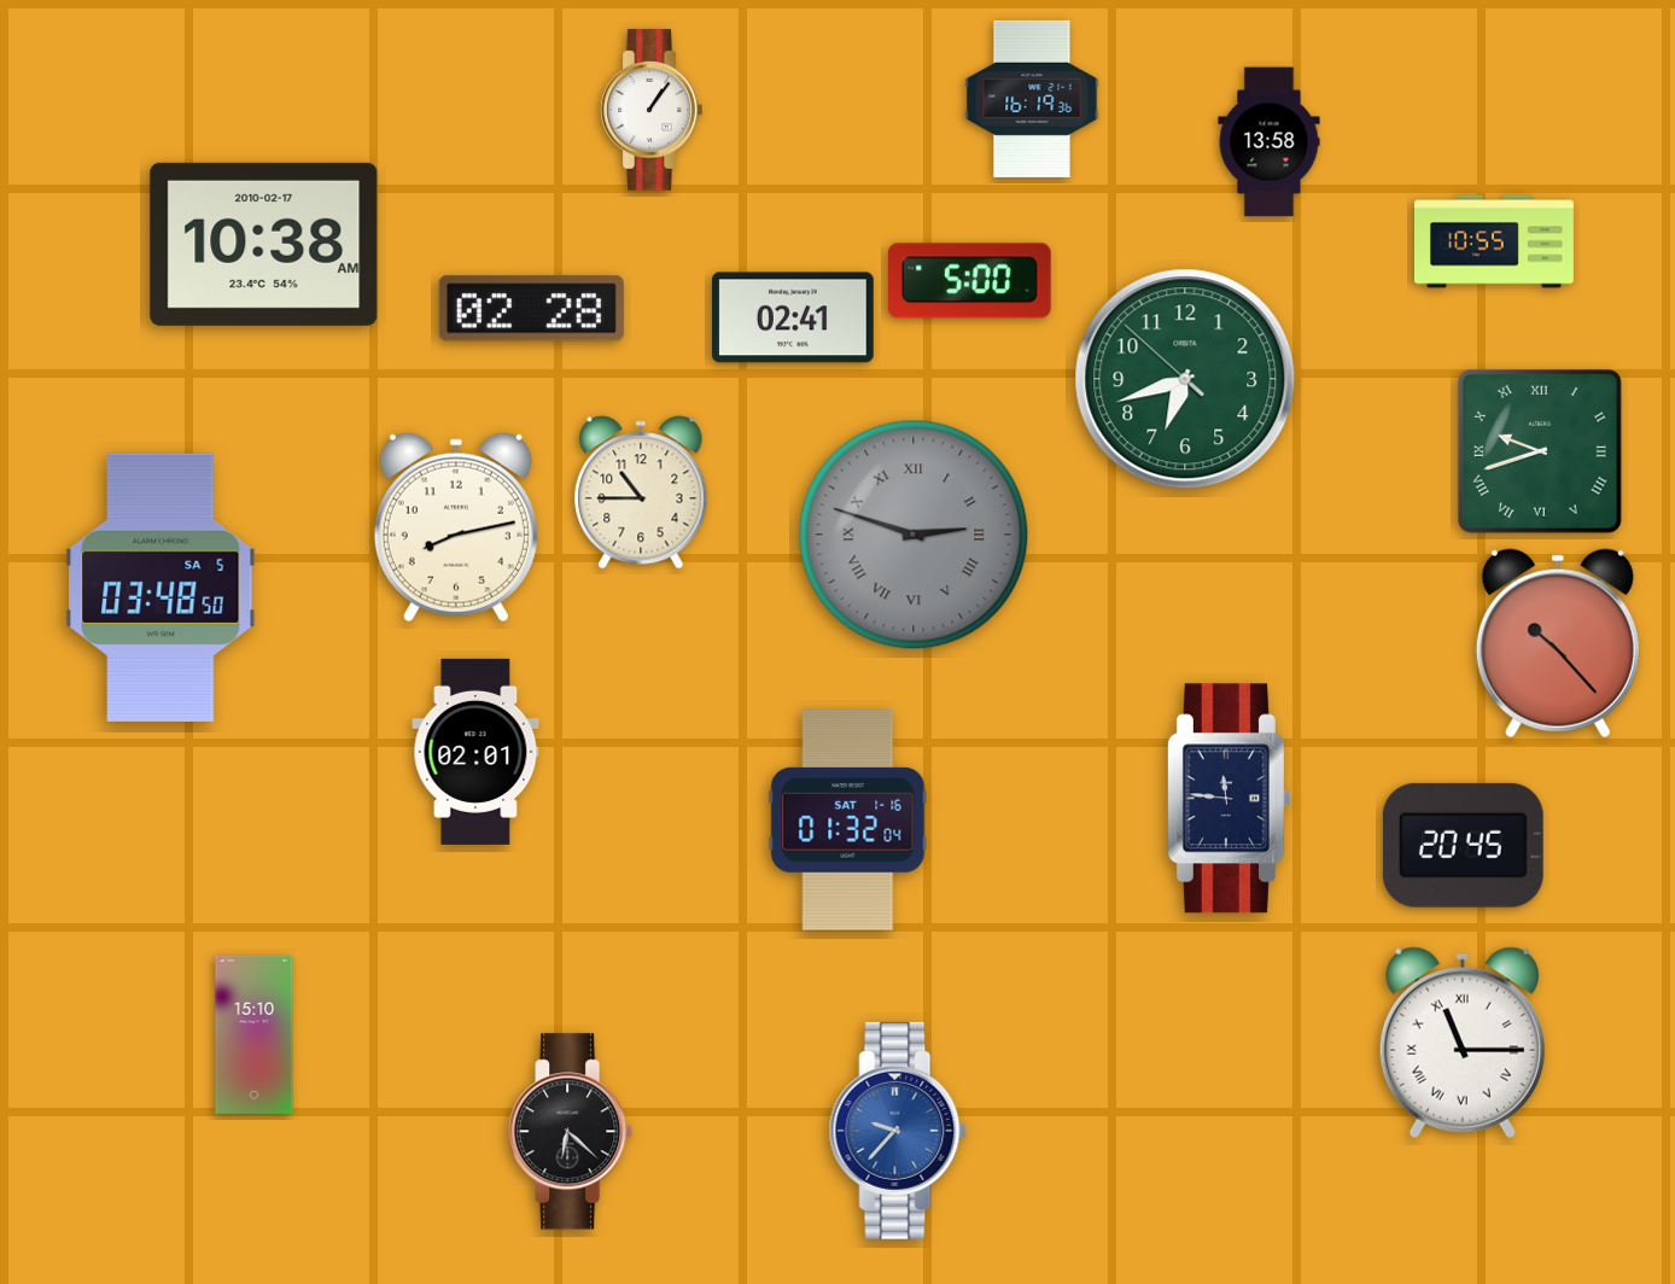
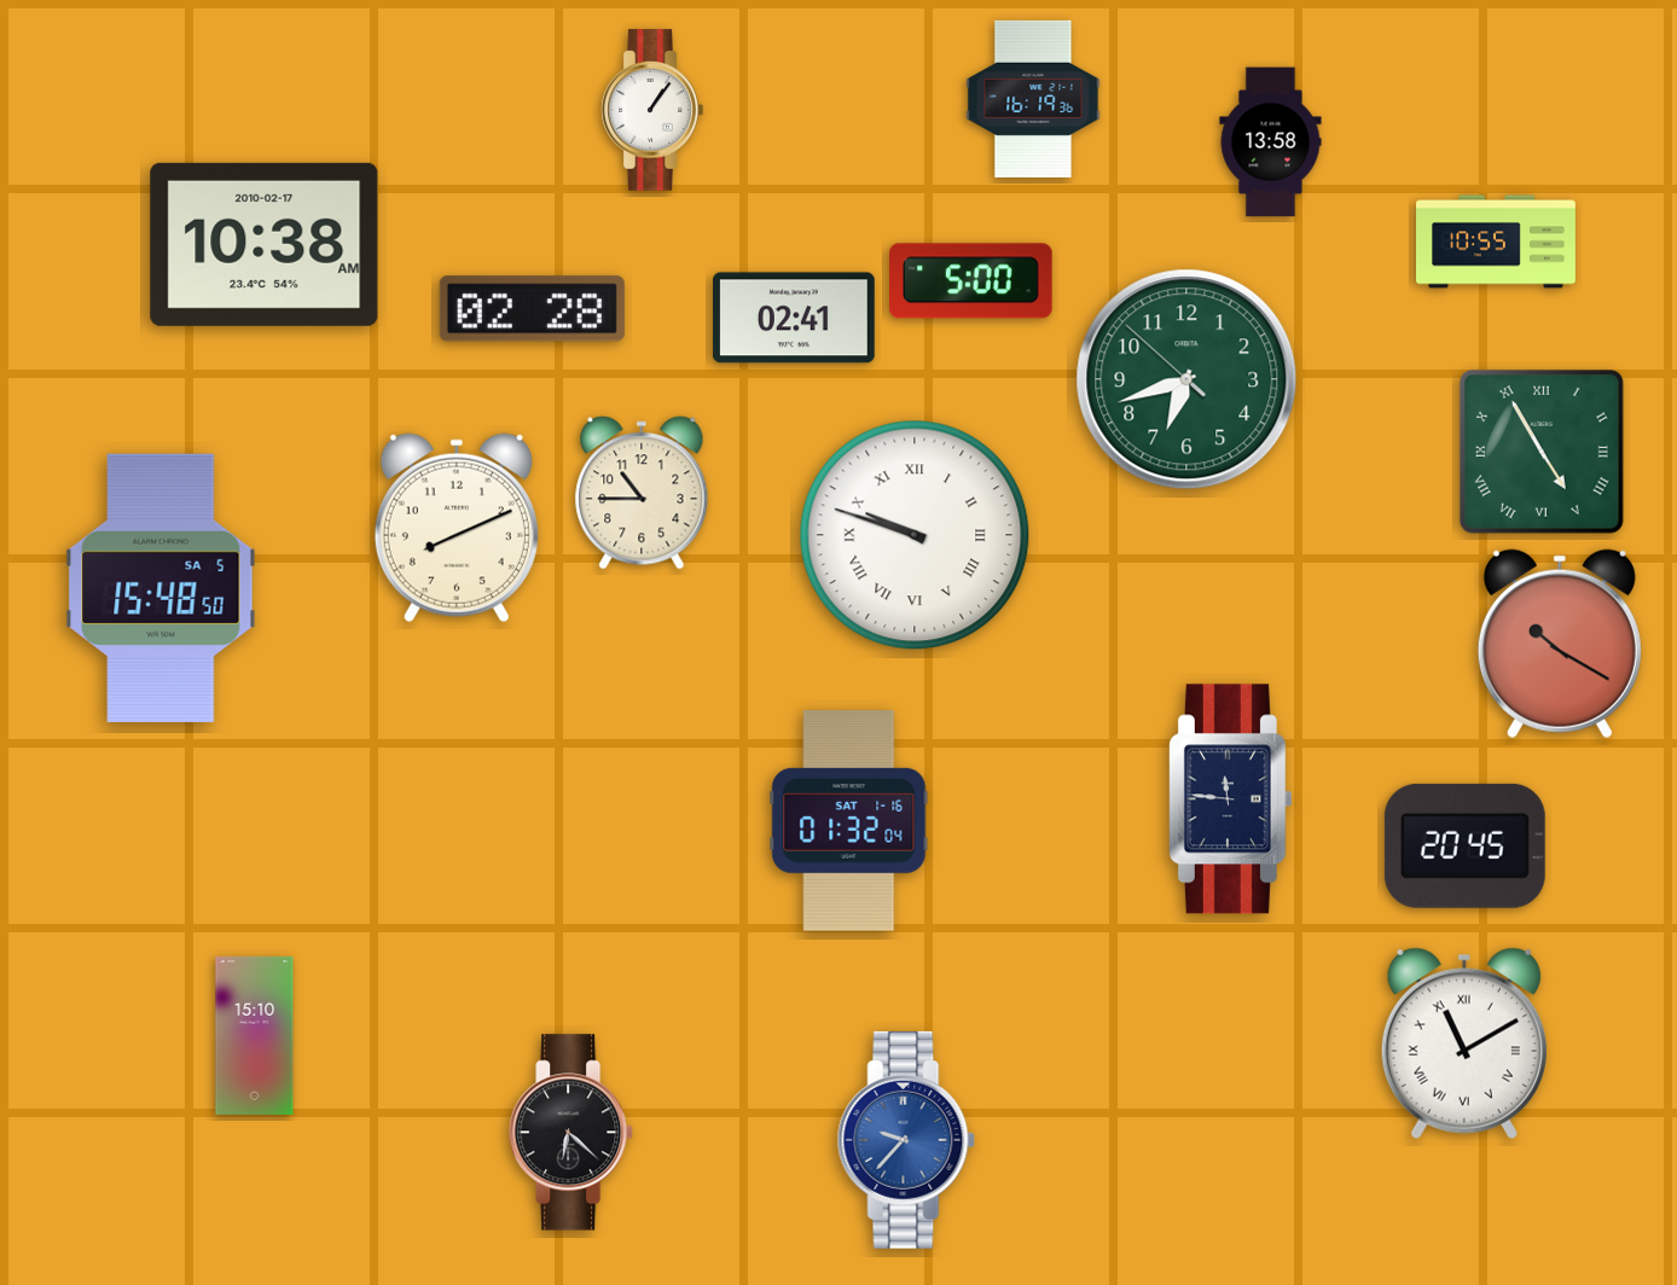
clock at (1540, 451): 9:42 -> 4:55
clock at (456, 527): 8:13 -> 8:11
clock at (914, 535): 2:48 -> 9:48
clock at (914, 535) dial: grey -> white
clock at (161, 588): 03:48 -> 15:48
clock at (1558, 643): 10:23 -> 10:20
clock at (475, 752): 02:01 -> none
clock at (1463, 1043): 11:15 -> 11:10
clock at (898, 1131) position: (898, 1131) -> (906, 1140)
